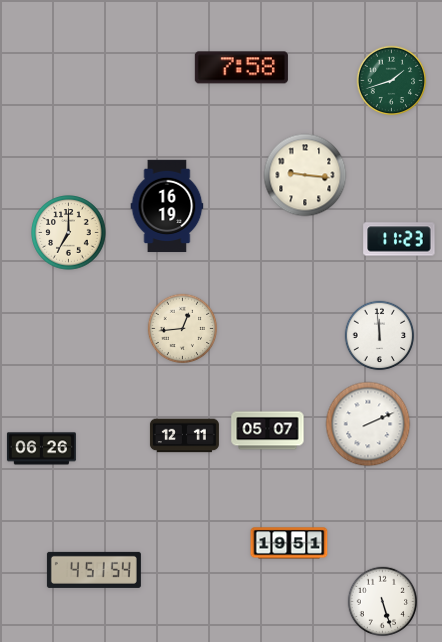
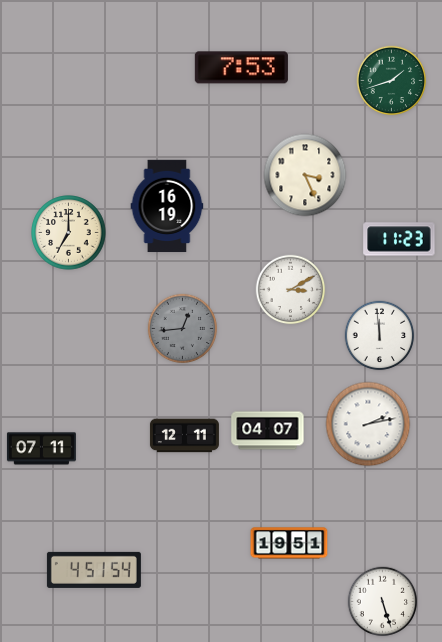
clock at (241, 68): 7:58 -> 7:53
clock at (305, 175): 9:16 -> 3:26
clock at (291, 290): none -> 3:10
clock at (183, 329) dial: cream -> grey
clock at (368, 424): 2:11 -> 2:13
clock at (268, 431): 05:07 -> 04:07
clock at (41, 449): 06:26 -> 07:11
